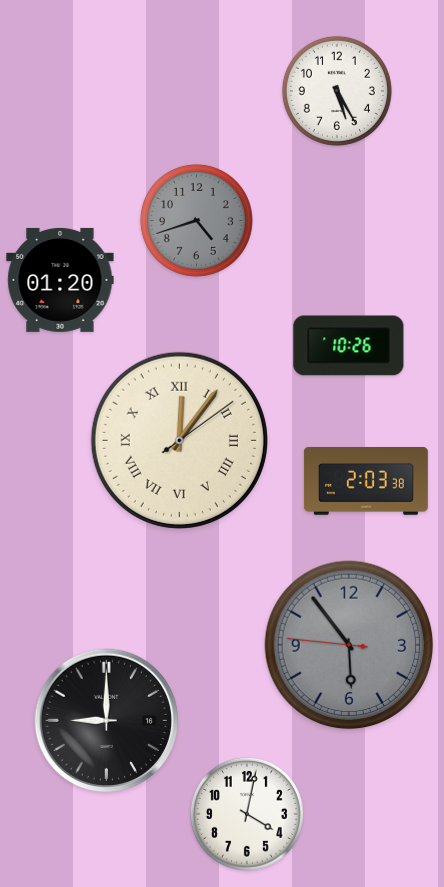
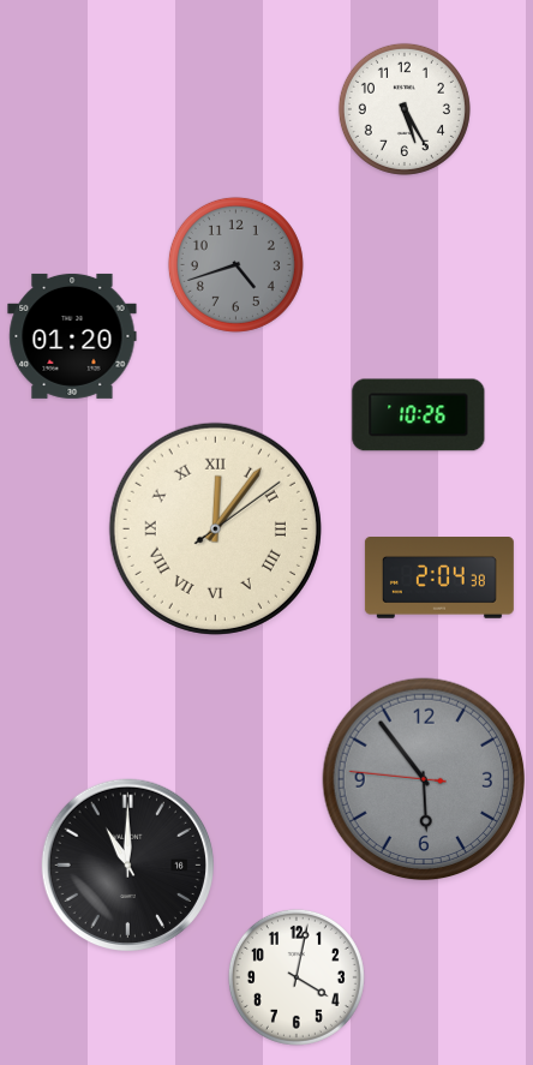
clock at (366, 482): 2:03 -> 2:04
clock at (349, 645) position: (349, 645) -> (424, 779)
clock at (106, 720): 9:00 -> 11:00
